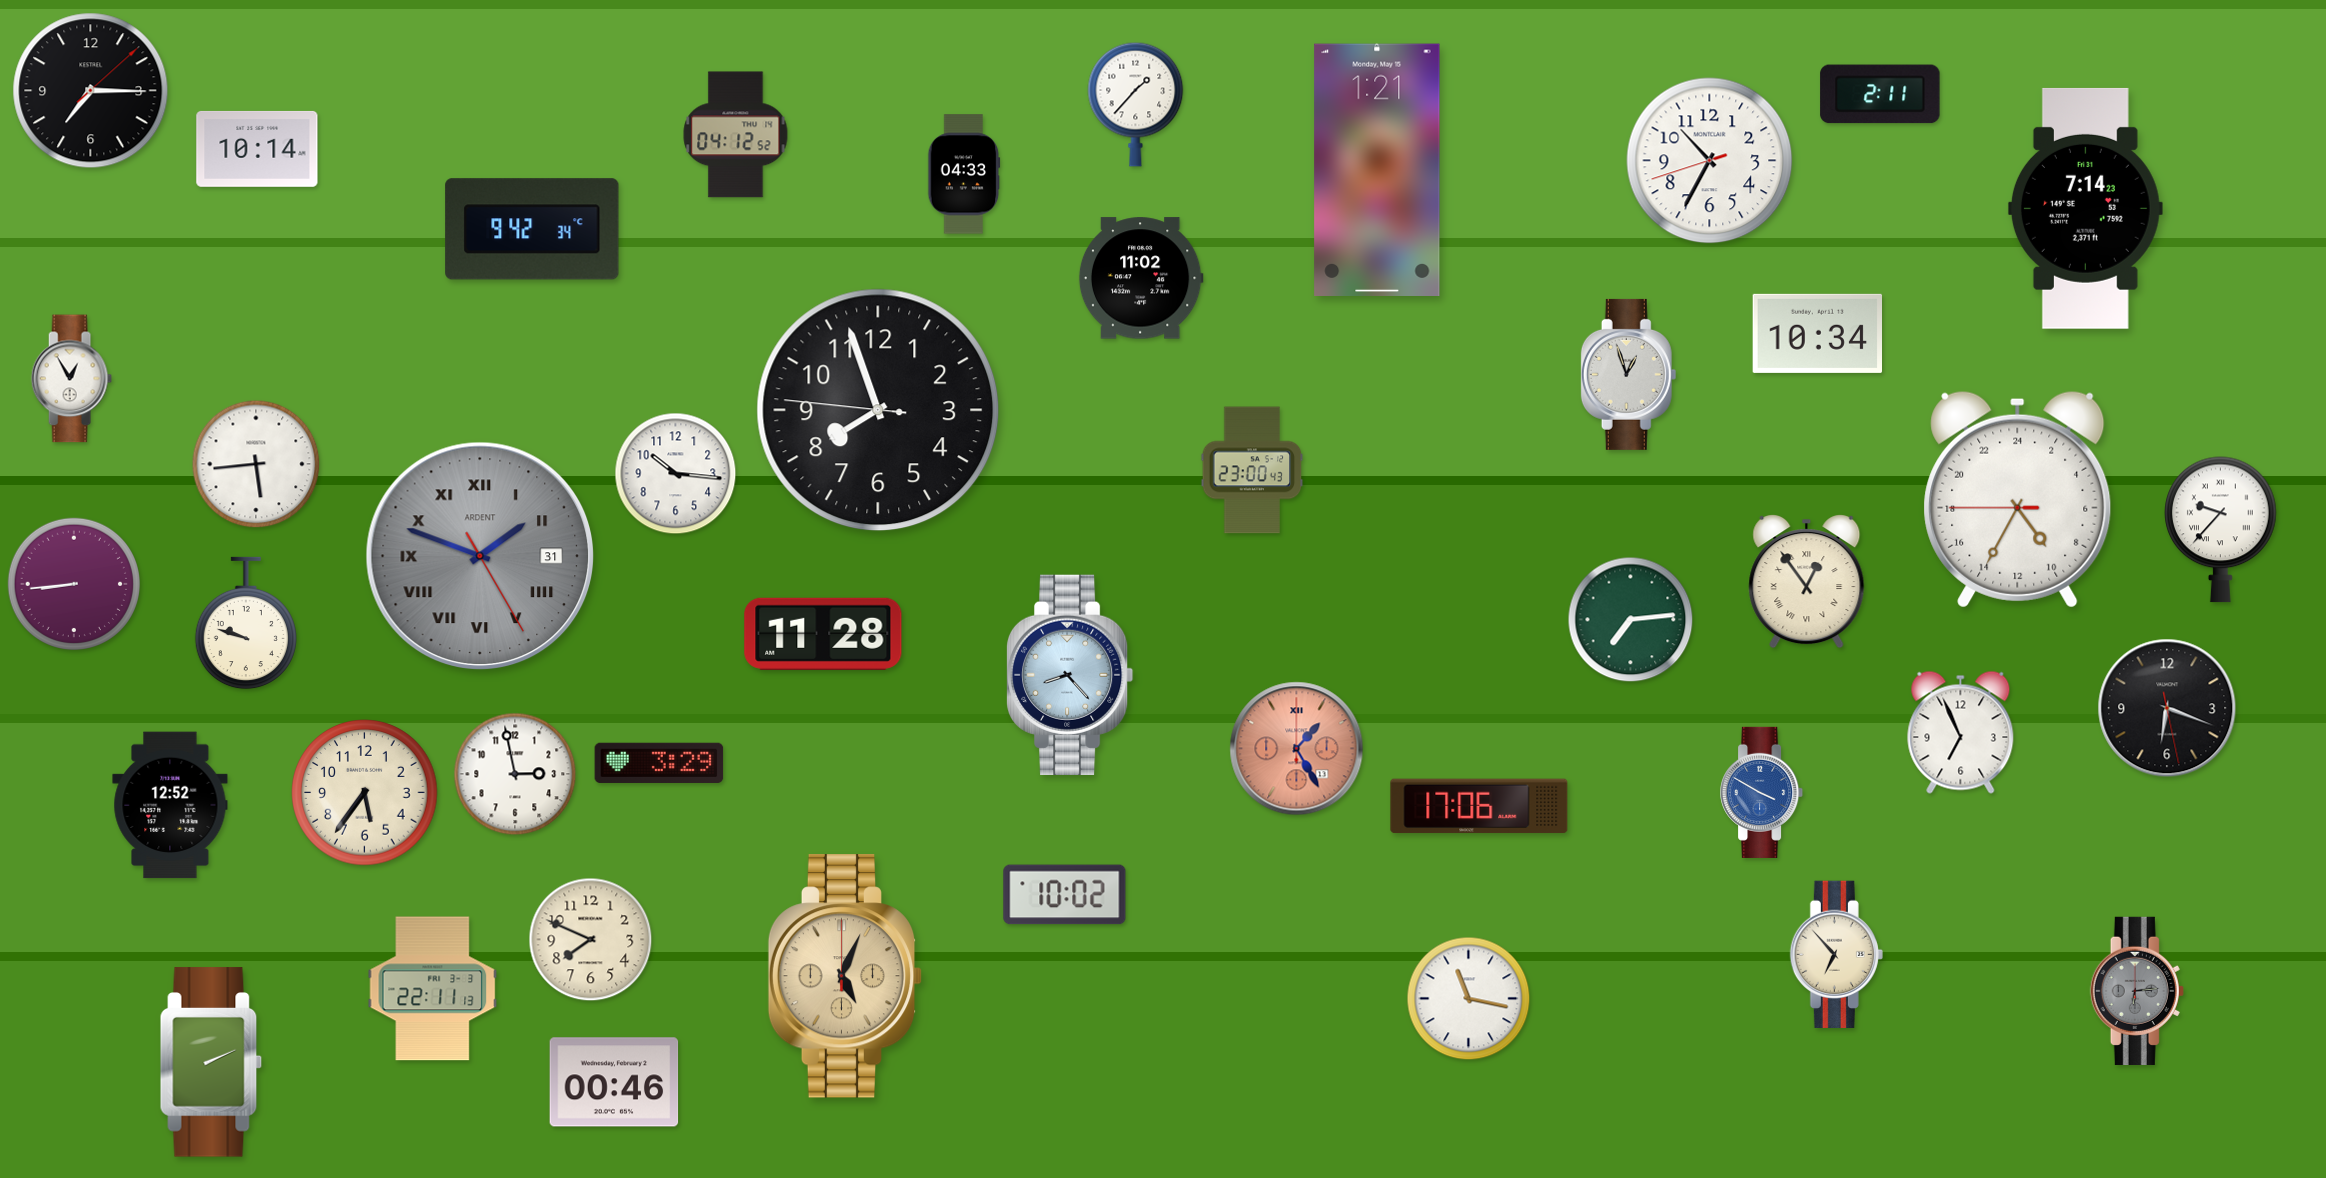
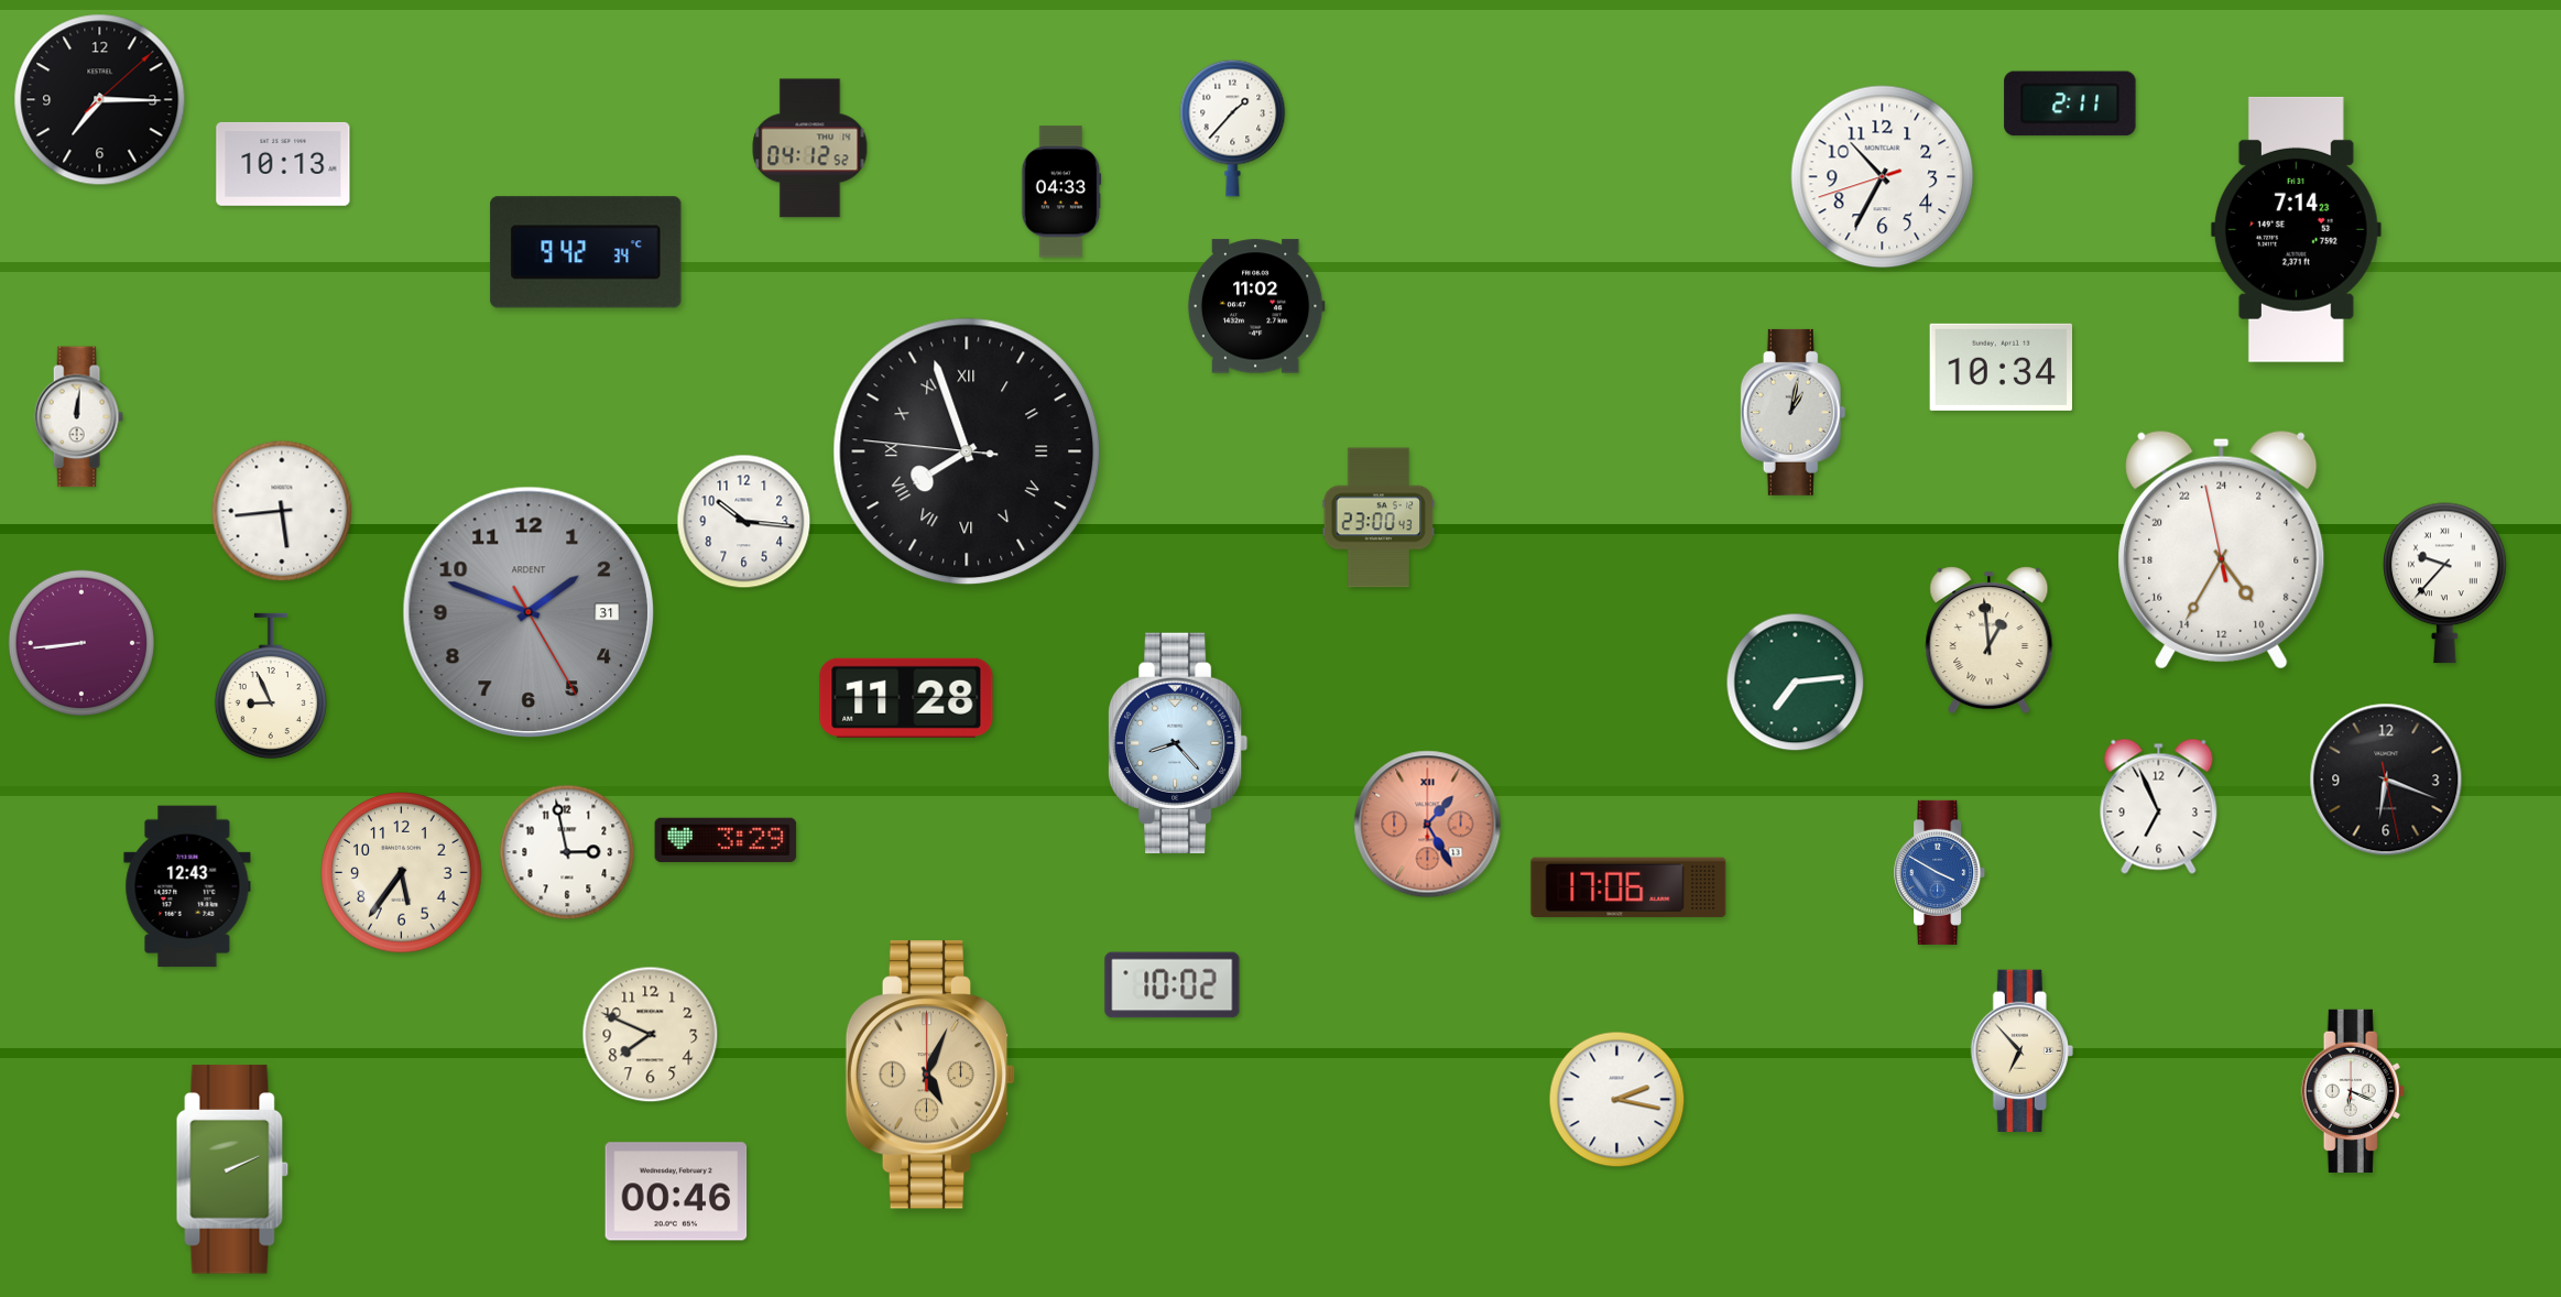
clock at (1136, 104) position: (1136, 104) -> (1233, 128)
clock at (257, 149): 10:14 -> 10:13
clock at (1377, 169): 1:21 -> none
clock at (1629, 374): 12:57 -> 1:02
clock at (71, 379): 12:55 -> 12:01
clock at (878, 410) numerals: Arabic -> Roman
clock at (2018, 499): 9:34:45 -> 9:34:58
clock at (480, 556) numerals: Roman -> Arabic
clock at (1807, 582): 12:54 -> 12:59
clock at (246, 623): 9:48 -> 8:56
clock at (170, 805): 12:52 -> 12:43
clock at (433, 989): 22:11 -> none
clock at (2137, 991): 6:14 -> 6:19
clock at (2137, 991) dial: grey -> white
clock at (1469, 999): 11:17 -> 2:17
